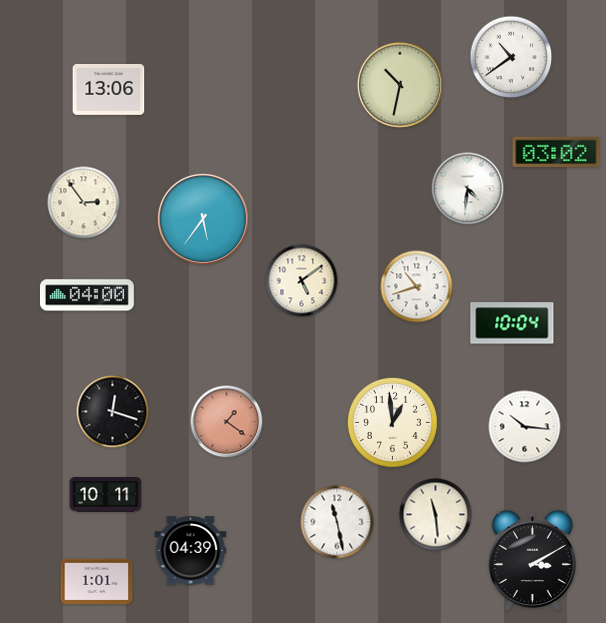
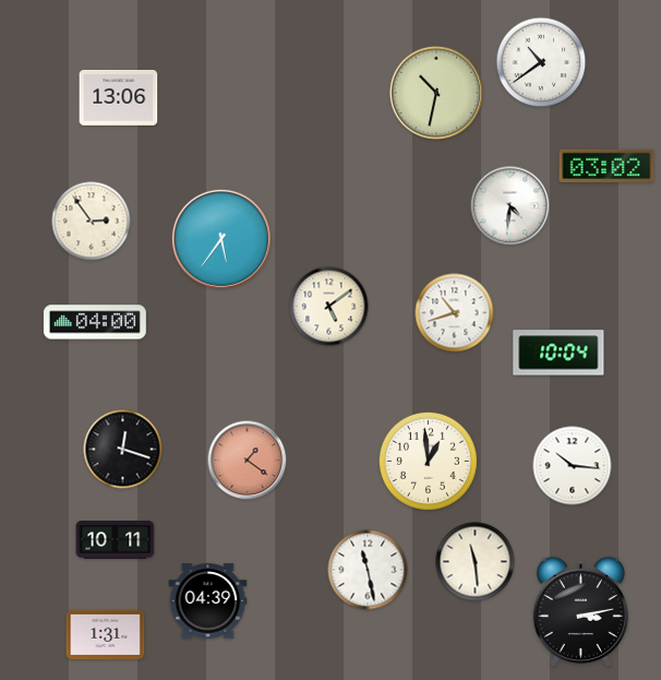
clock at (511, 57) position: (511, 57) -> (541, 62)
clock at (532, 560): 3:10 -> 3:13
clock at (97, 582): 1:01 -> 1:31
